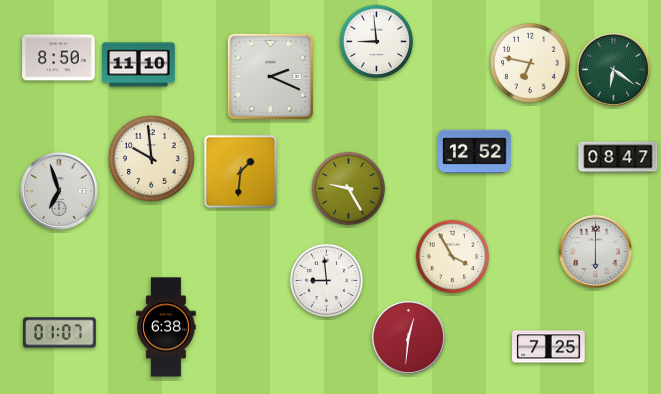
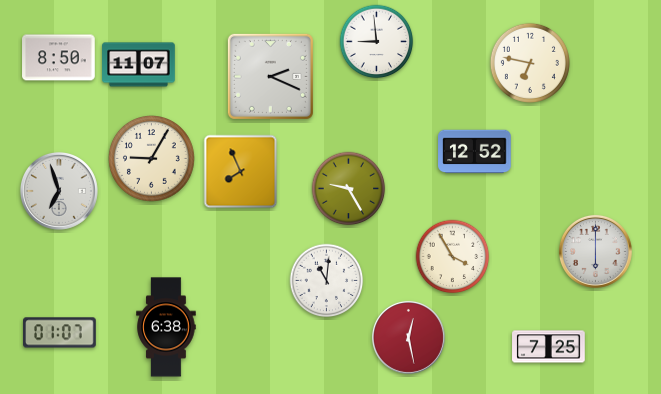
clock at (139, 65): 11:10 -> 11:07
clock at (613, 69): 6:21 -> none
clock at (618, 157): 08:47 -> none
clock at (152, 159): 9:59 -> 9:05
clock at (241, 172): 1:31 -> 7:56
clock at (327, 281): 8:59 -> 11:01
clock at (408, 337): 12:31 -> 12:28
